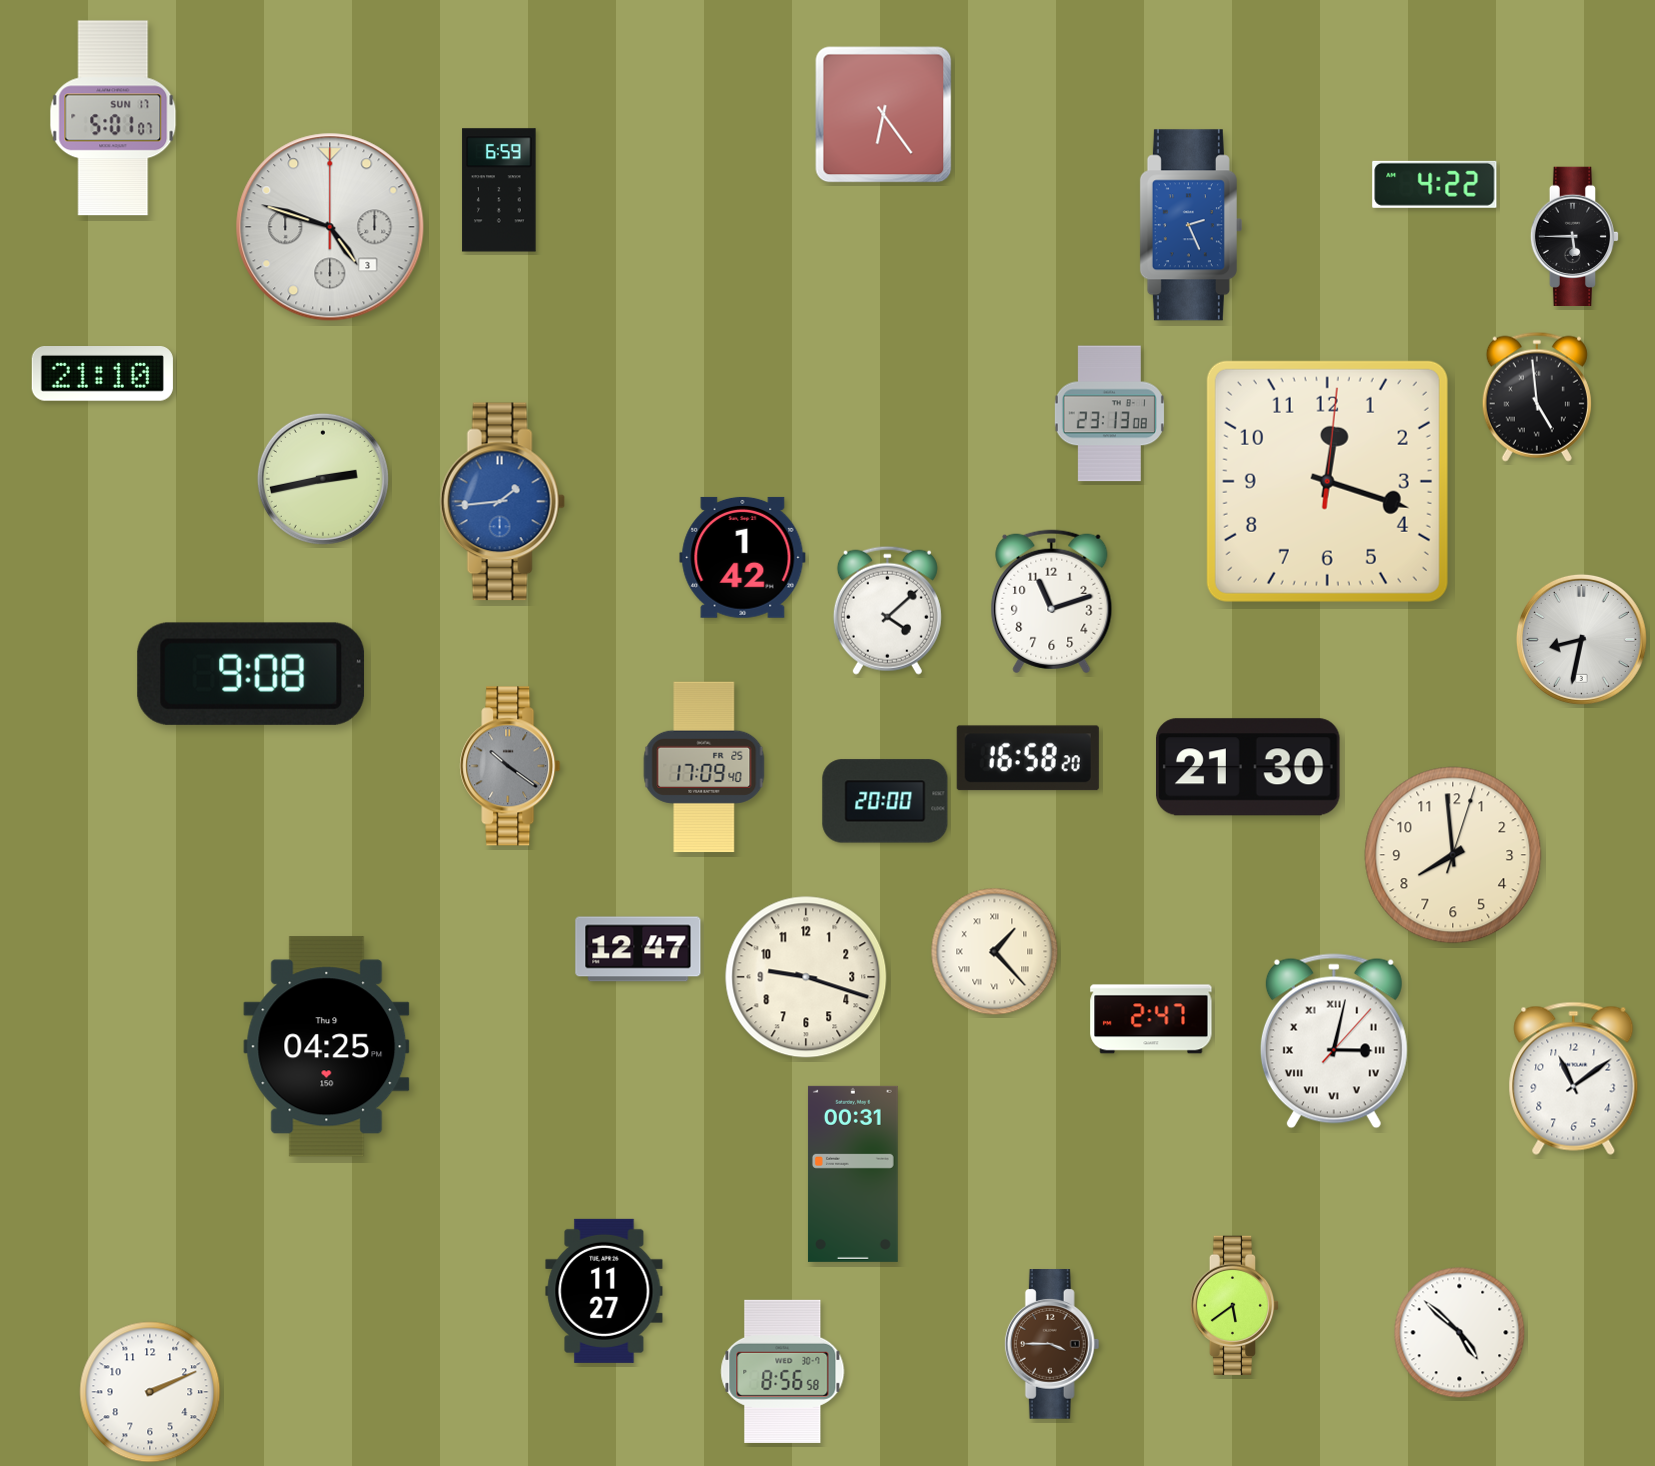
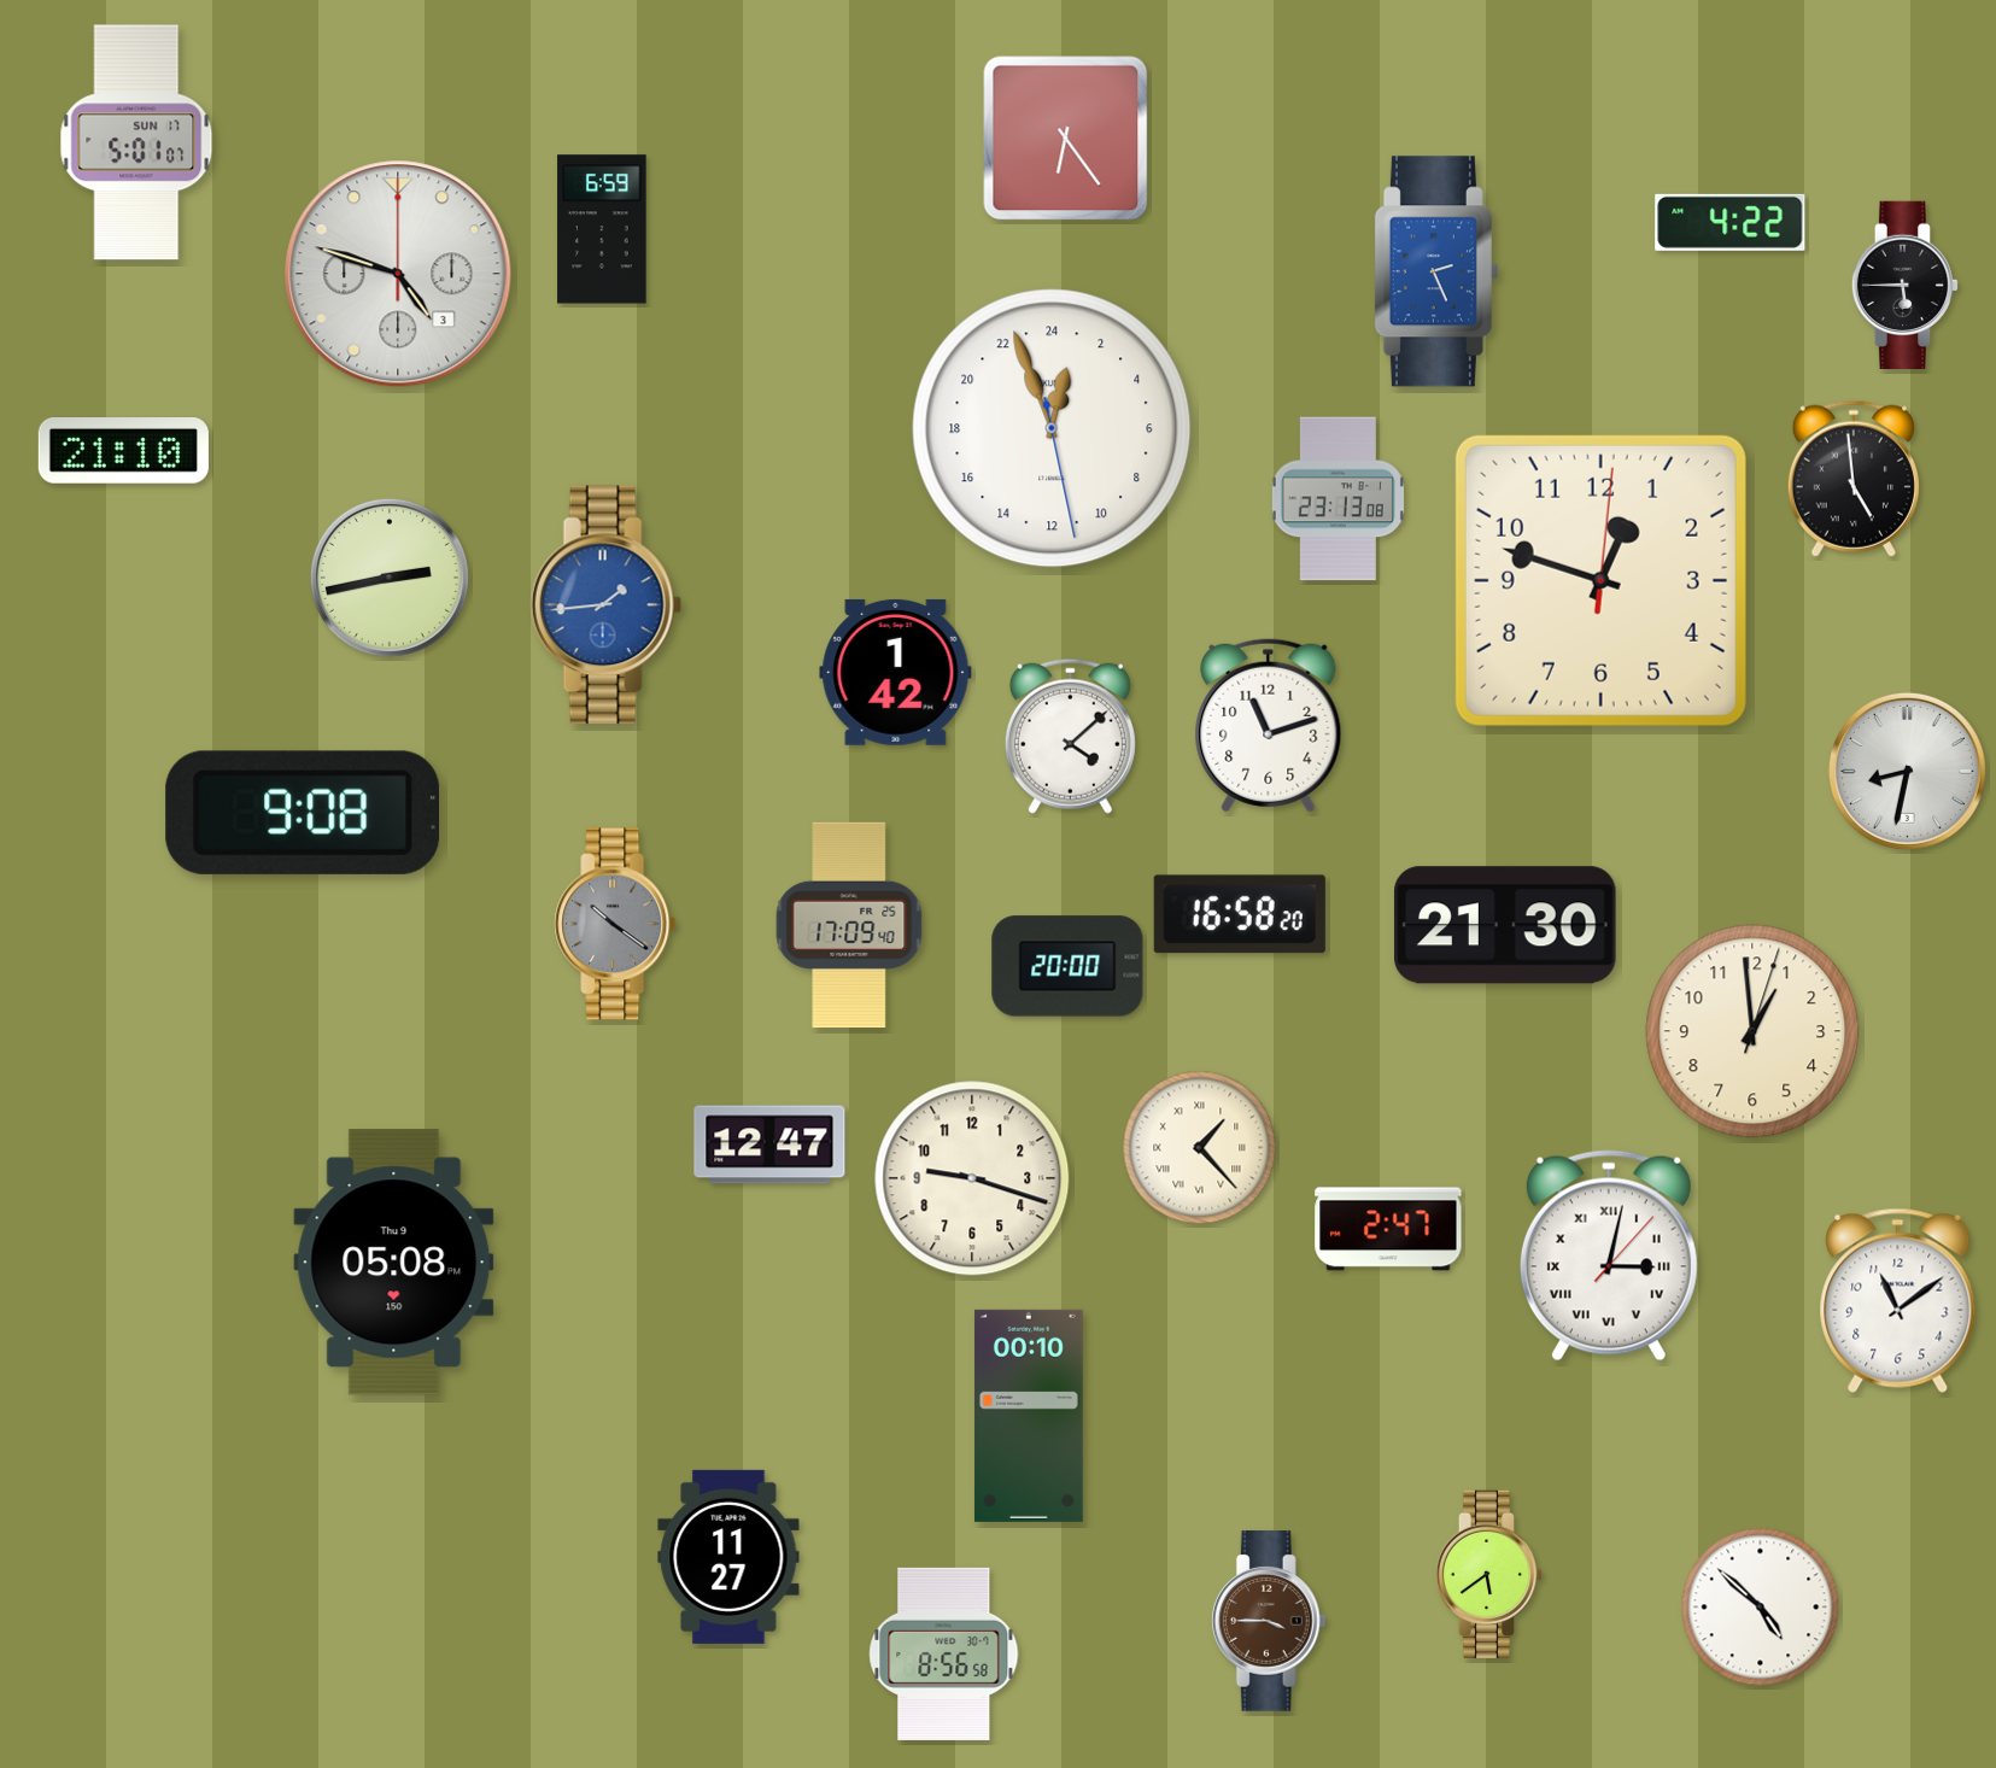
clock at (1575, 236) position: (1575, 236) -> (1906, 285)
clock at (1052, 428): none -> 0:56
clock at (1327, 481): 12:18 -> 12:48
clock at (1453, 855): 7:59 -> 12:59
clock at (327, 1047): 04:25 -> 05:08
clock at (853, 1174): 00:31 -> 00:10
clock at (150, 1392): 2:11 -> none
